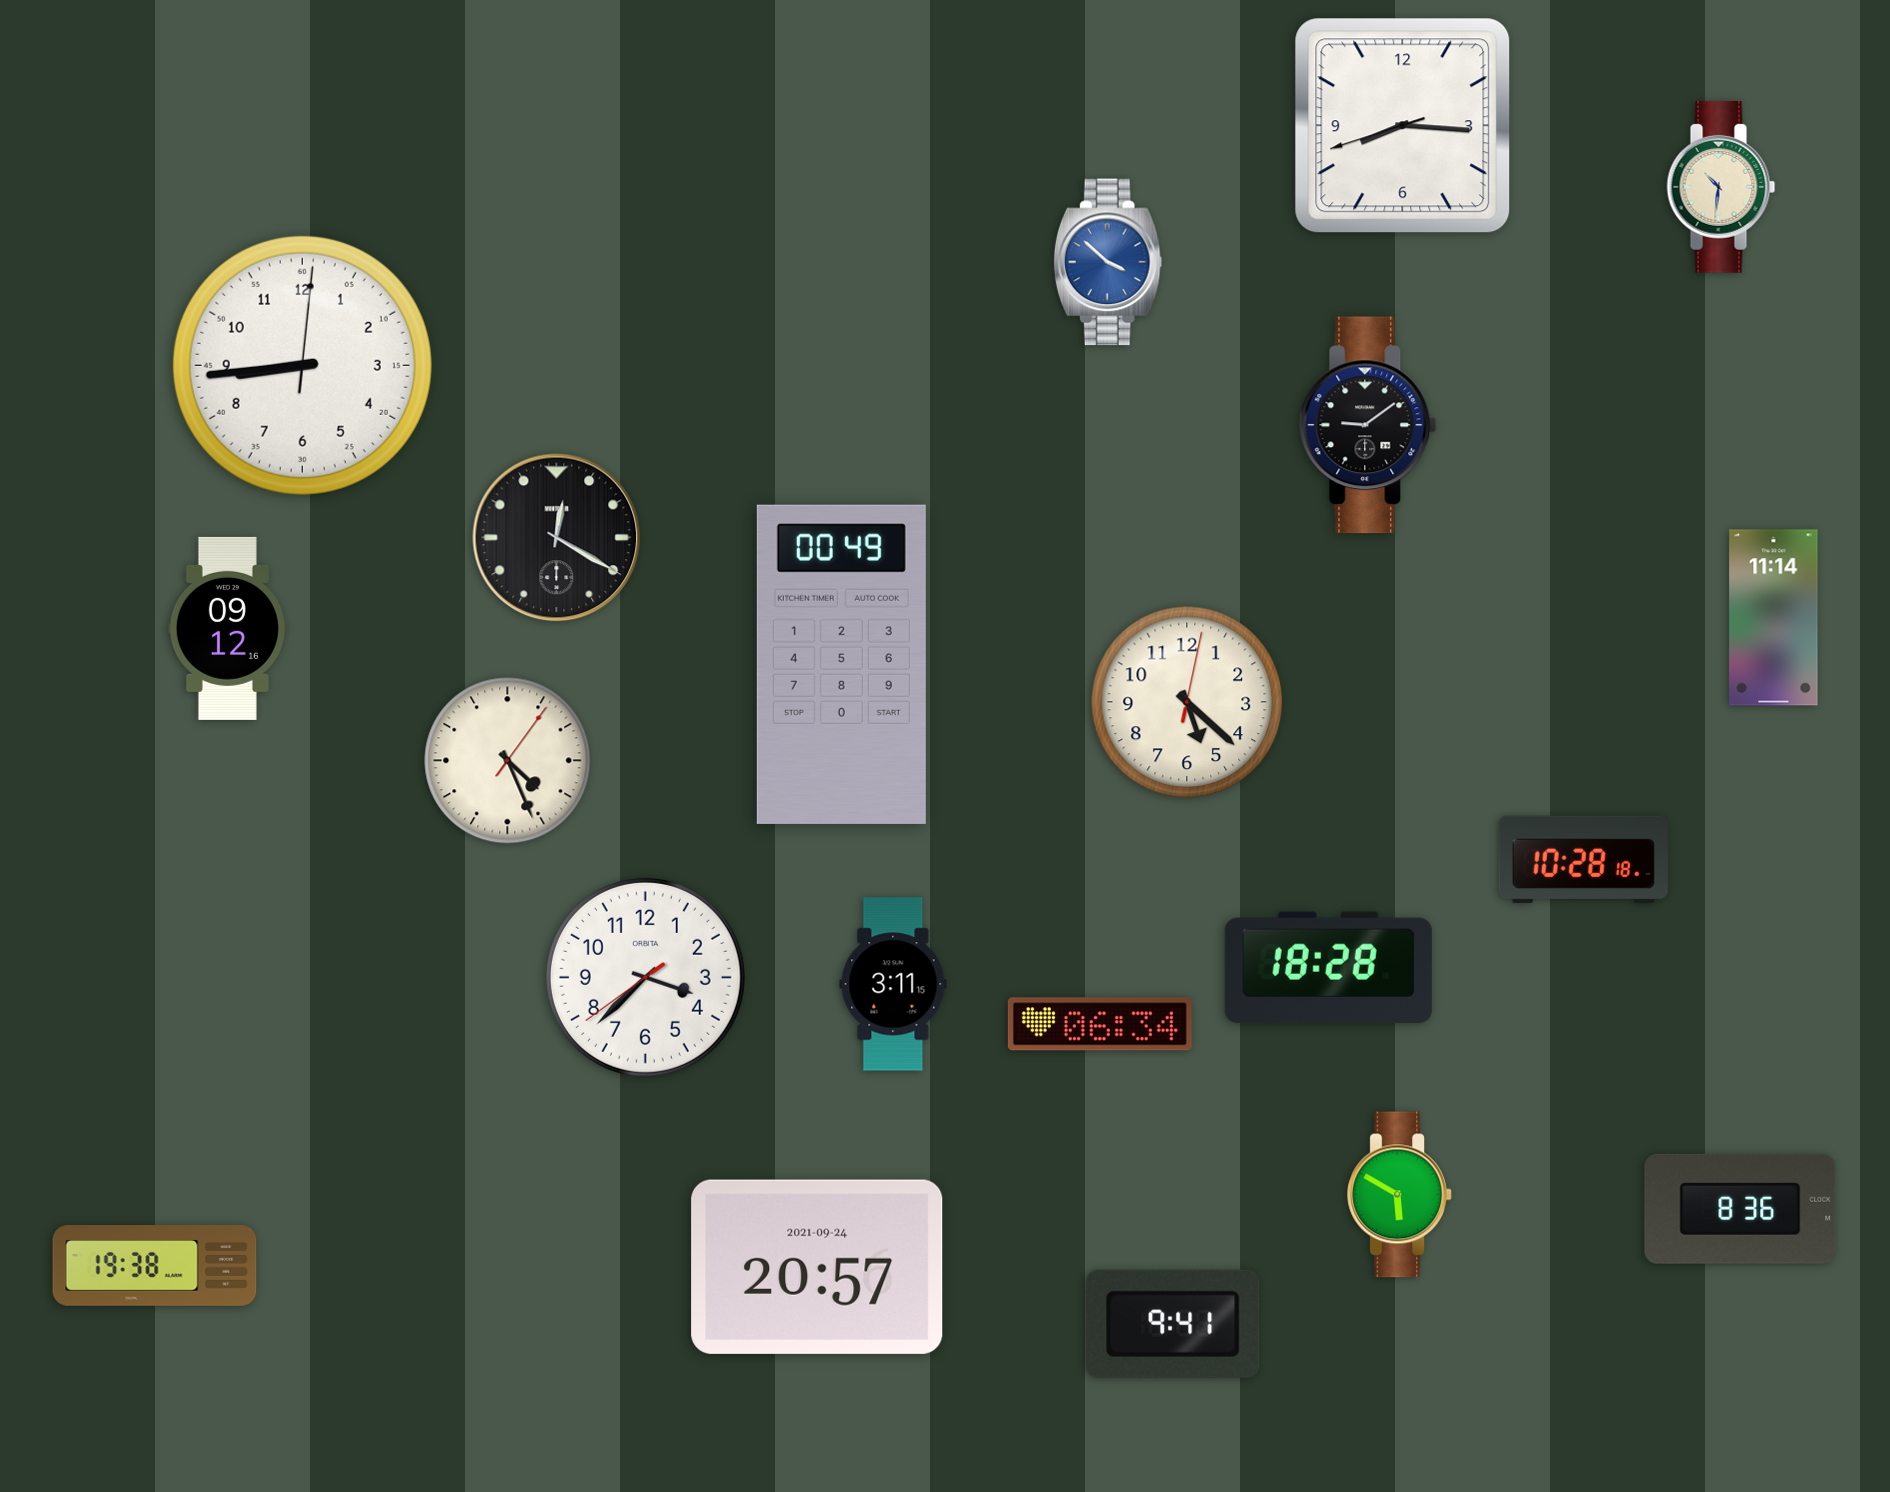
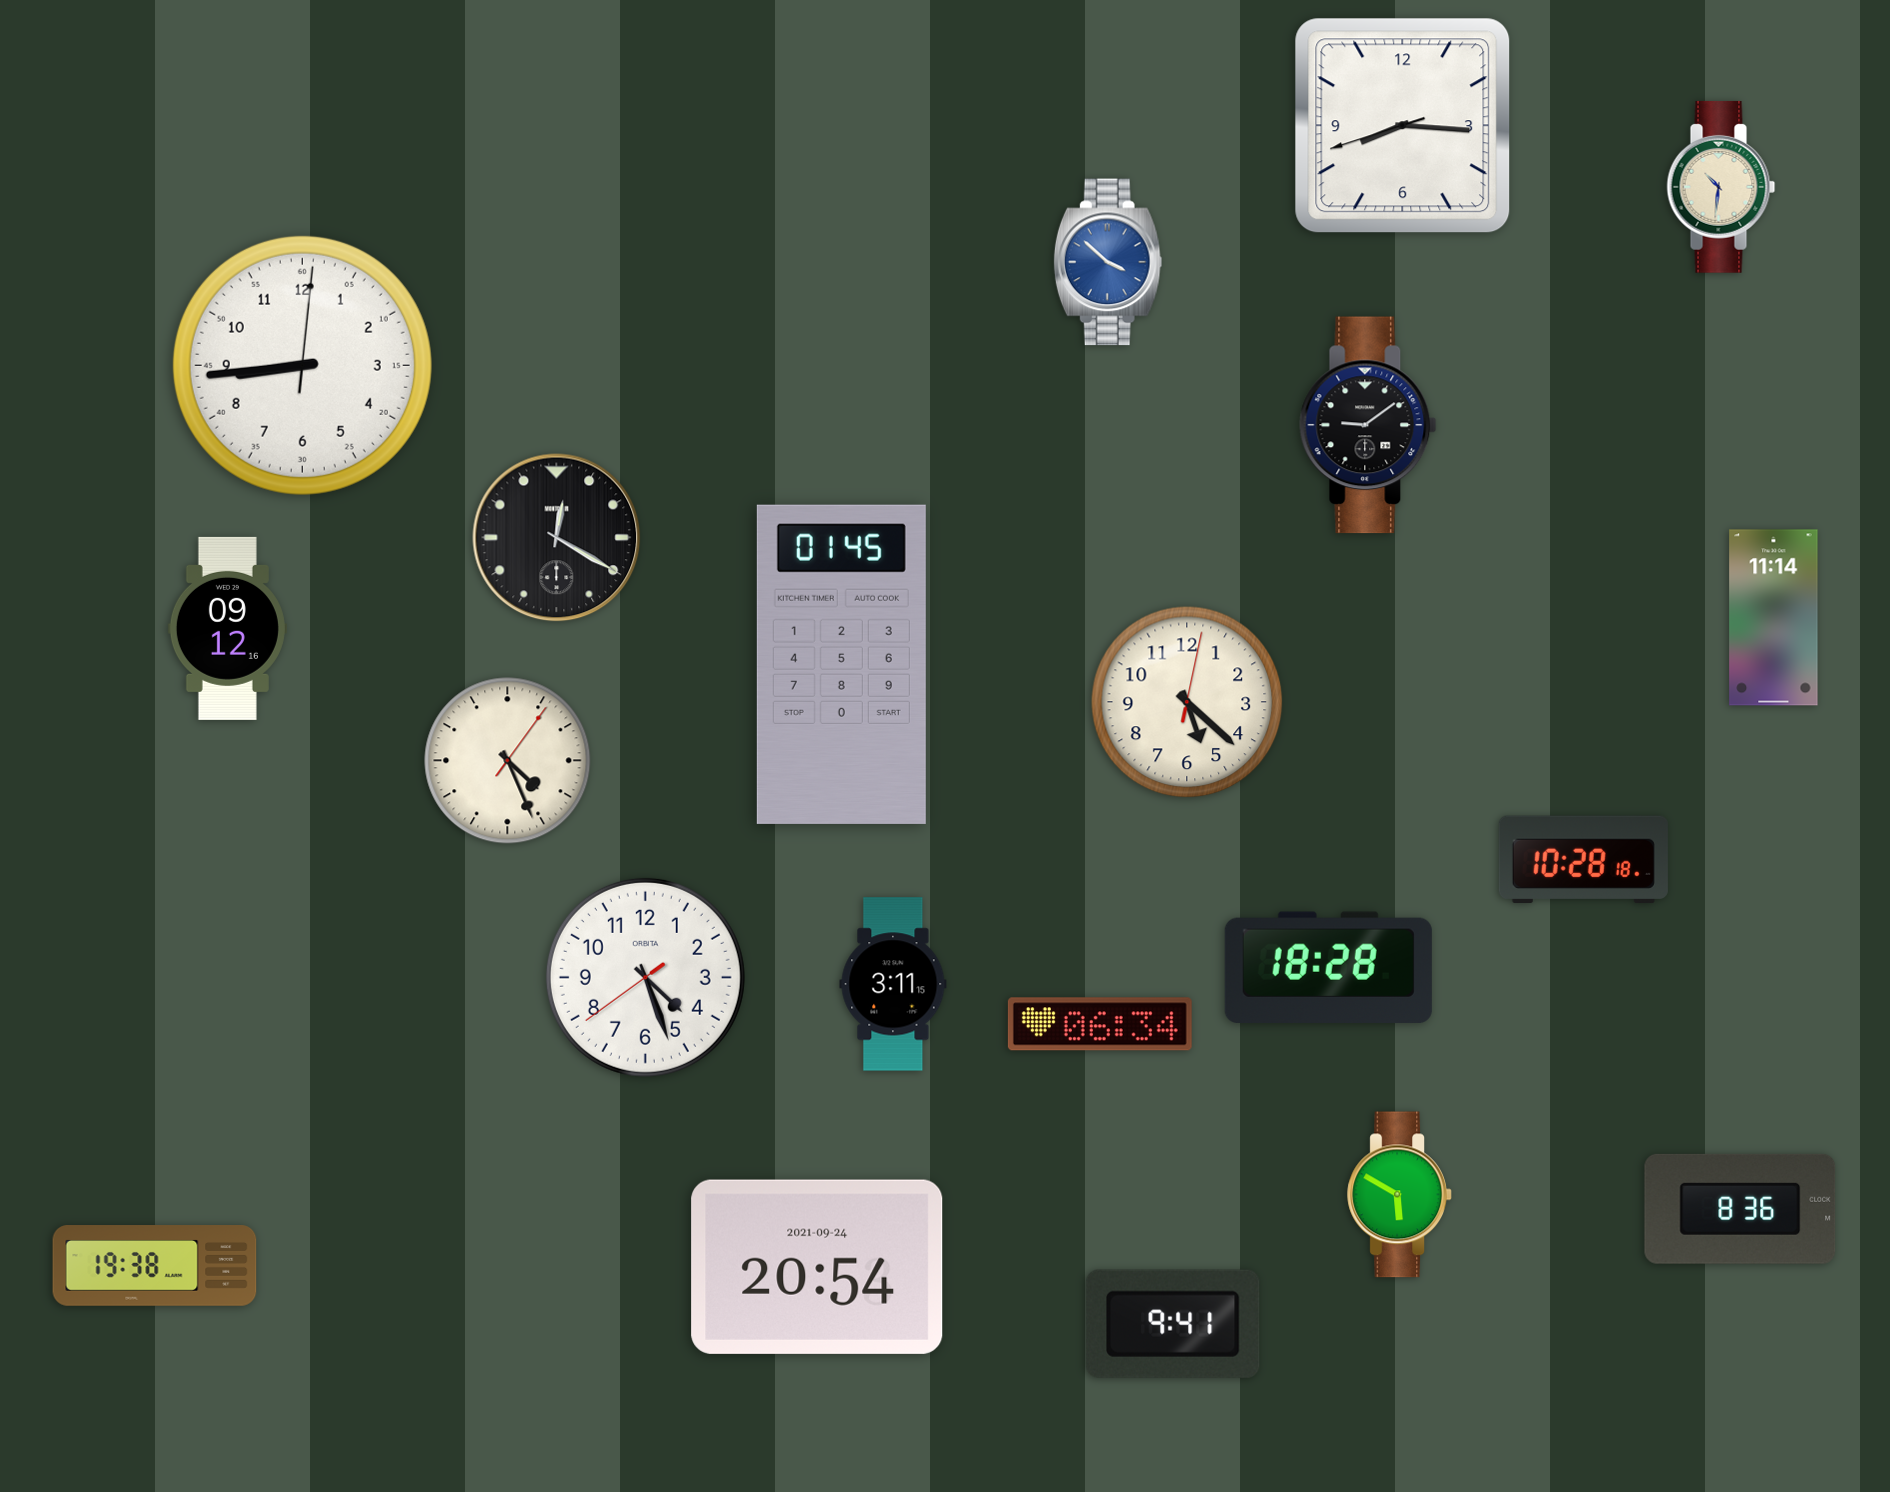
clock at (841, 664): 00:49 -> 01:45
clock at (645, 977): 3:37 -> 4:26
clock at (817, 1267): 20:57 -> 20:54
